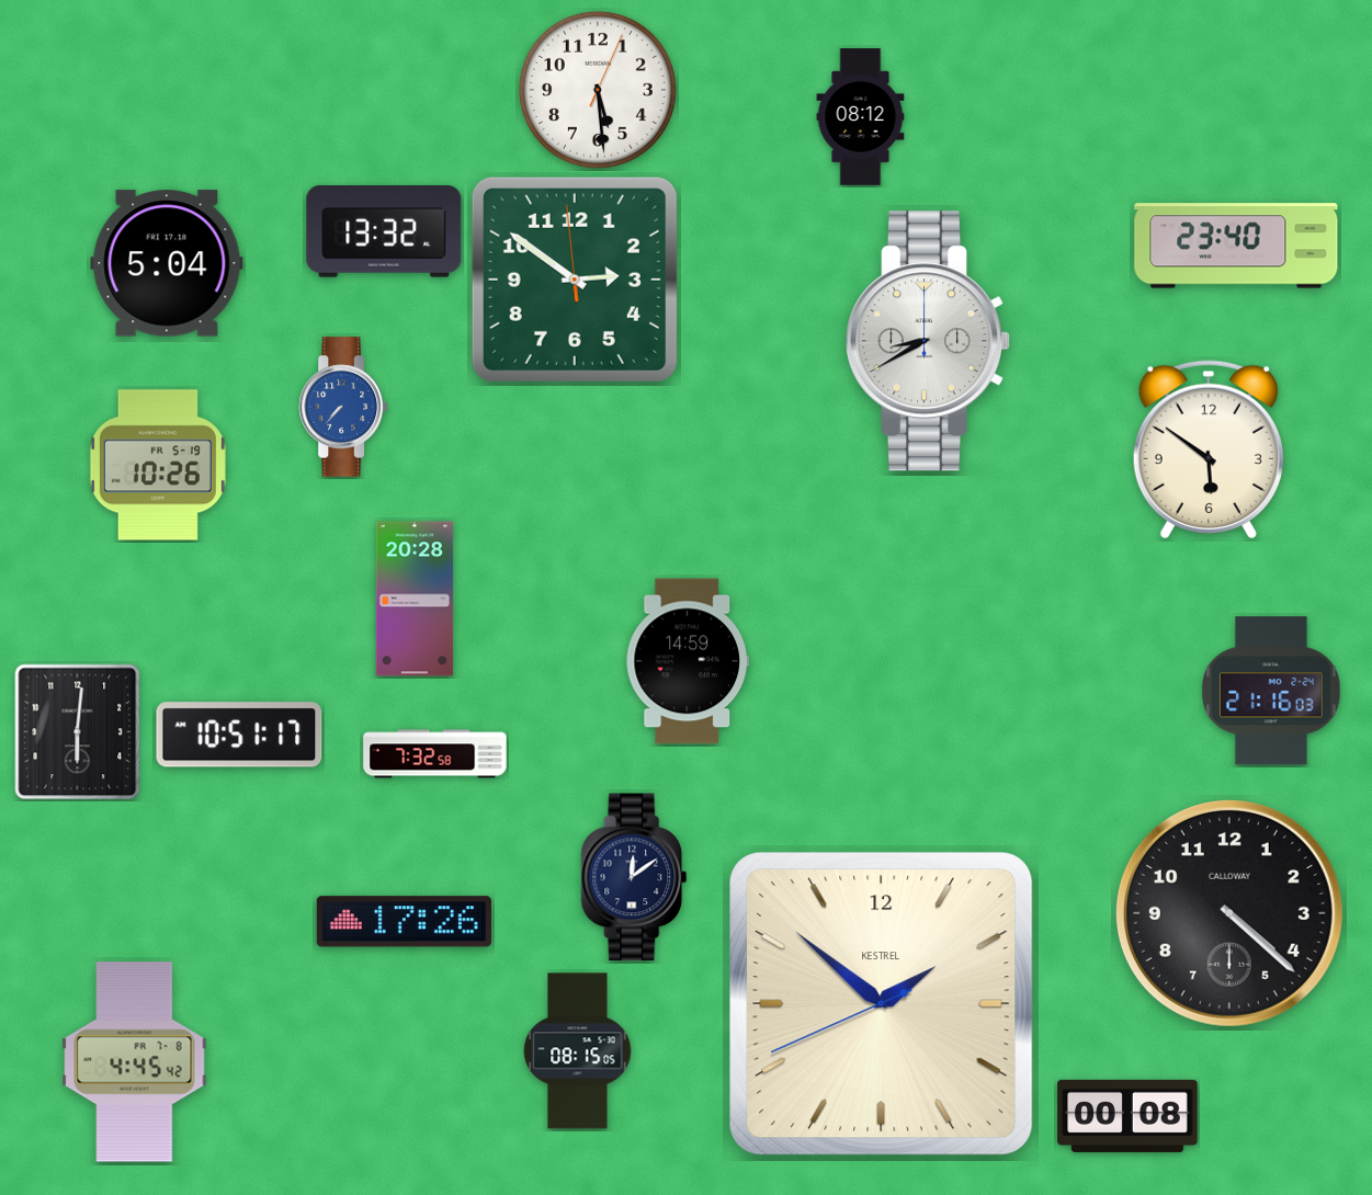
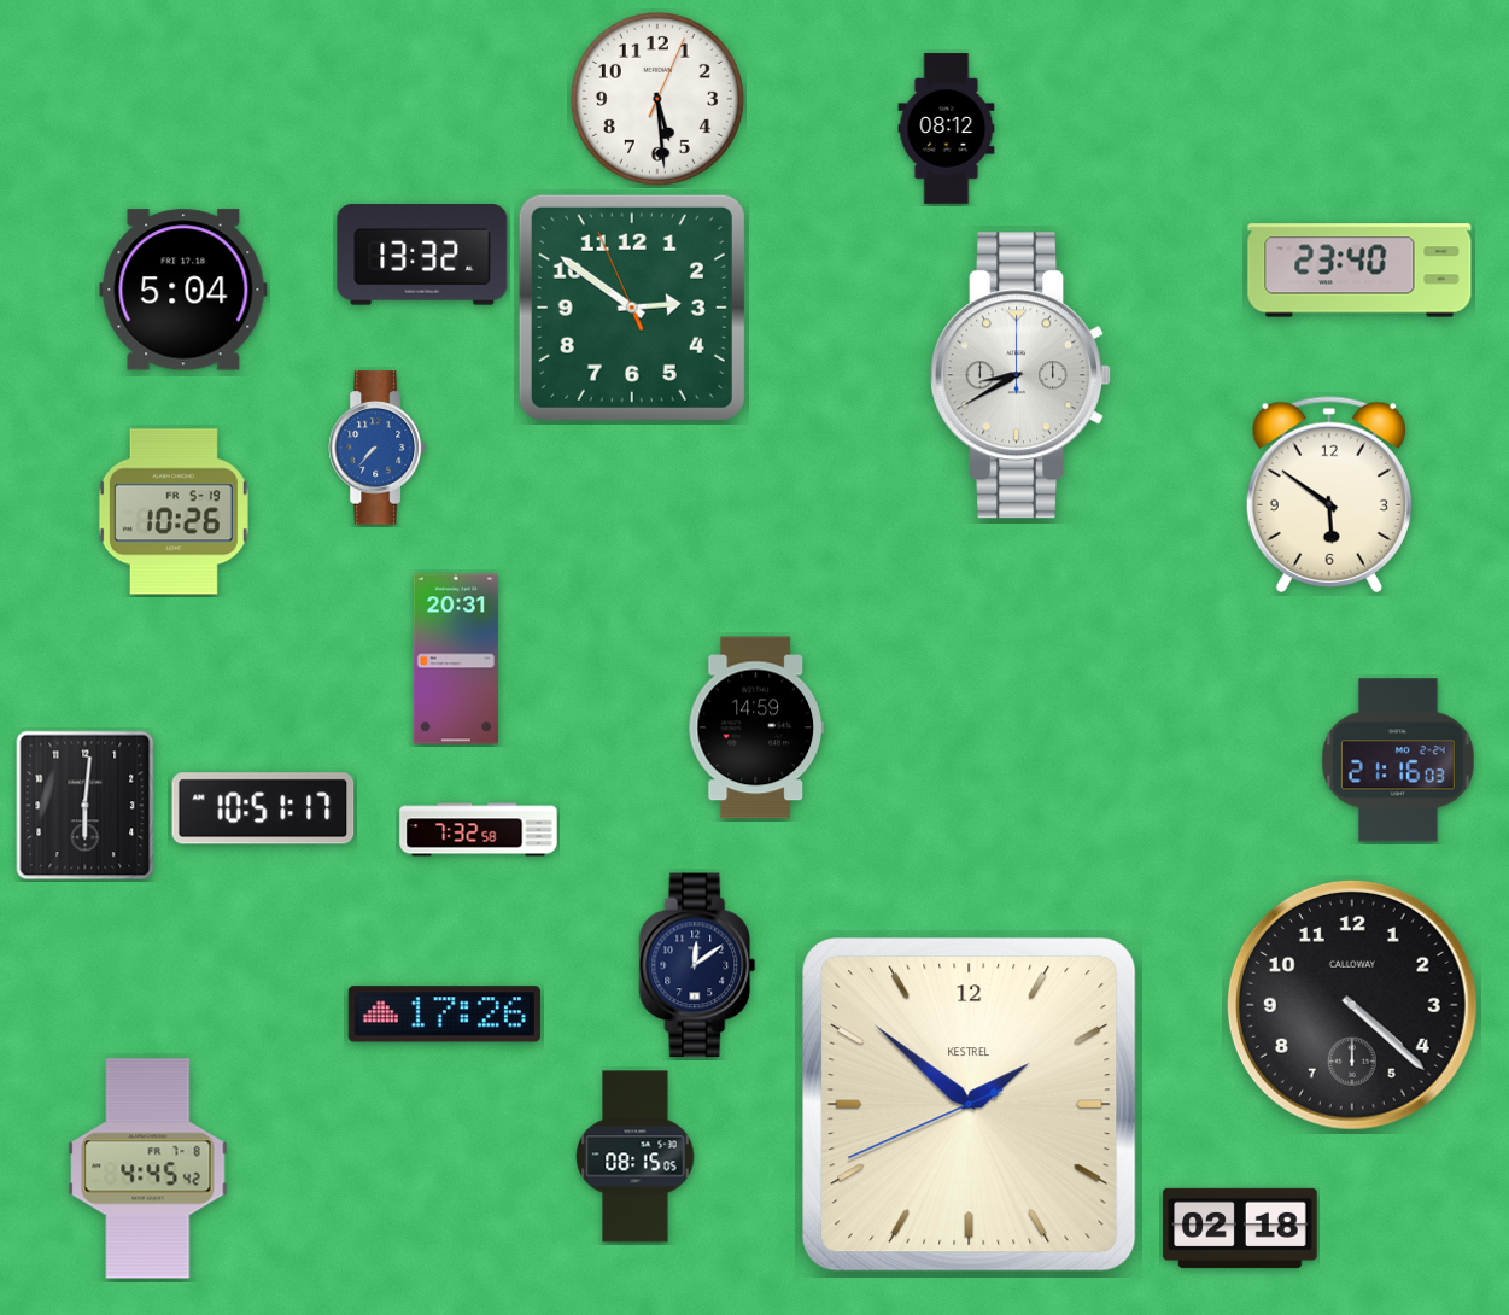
clock at (575, 280): 2:50:59 -> 2:50:56
clock at (415, 599): 20:28 -> 20:31
clock at (1127, 1116): 00:08 -> 02:18
